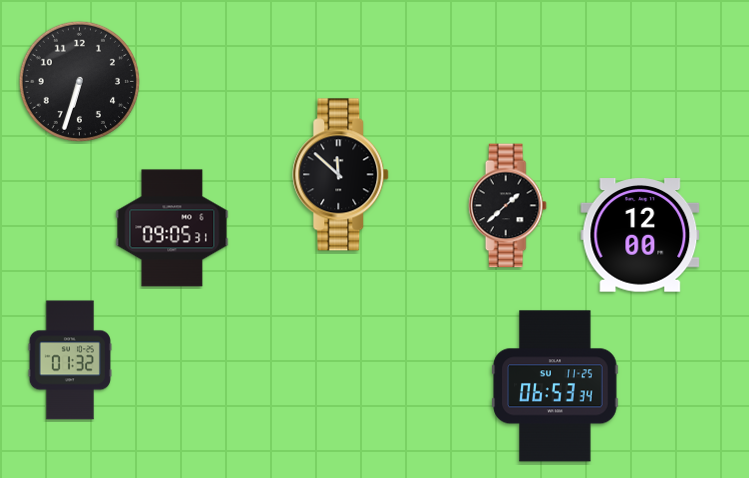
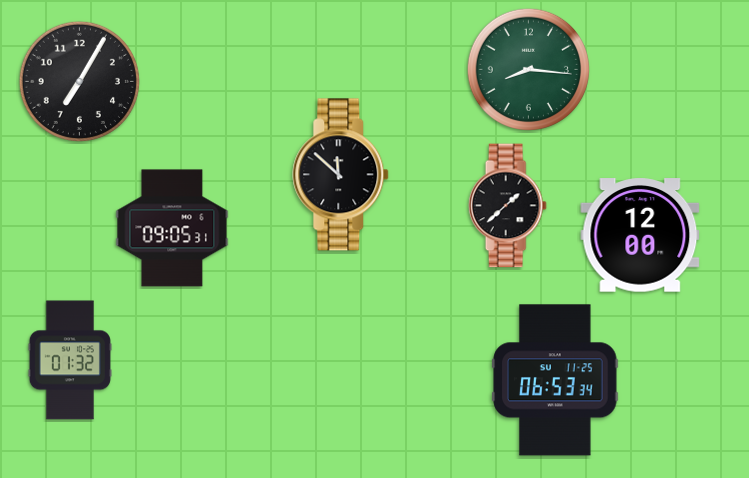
clock at (528, 69): none -> 8:16
clock at (79, 81): 6:33 -> 7:05
clock at (555, 386) position: (555, 386) -> (555, 380)
